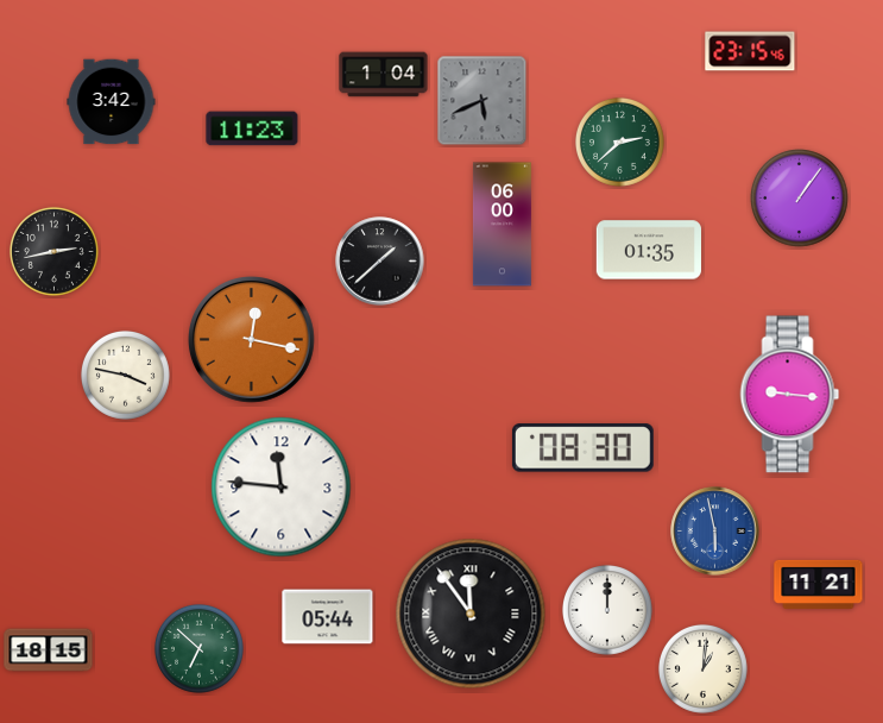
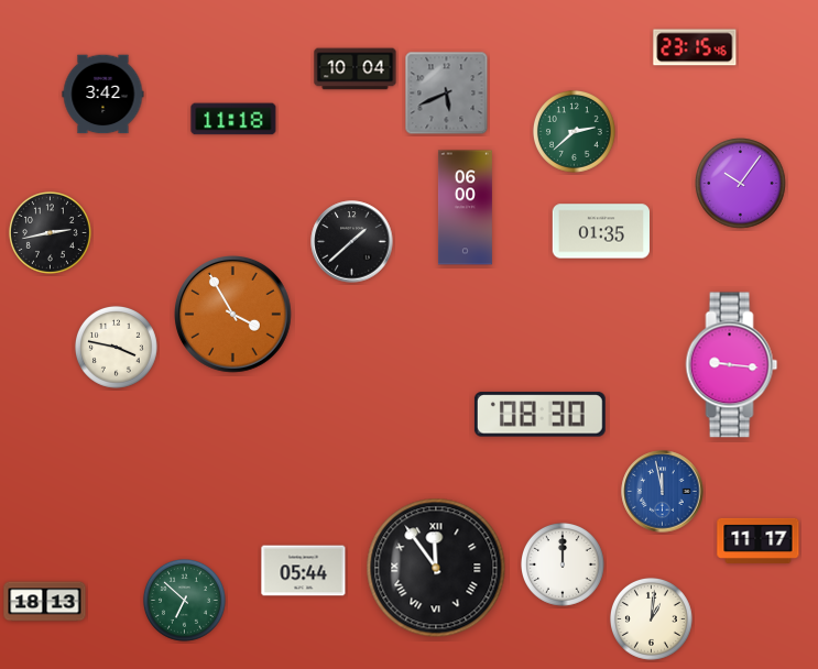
clock at (384, 75): 1:04 -> 10:04
clock at (252, 128): 11:23 -> 11:18
clock at (800, 199): 1:06 -> 10:06
clock at (252, 340): 12:17 -> 3:55
clock at (282, 488): 11:46 -> none
clock at (715, 532): 5:58 -> 11:58
clock at (819, 584): 11:21 -> 11:17
clock at (49, 650): 18:15 -> 18:13
